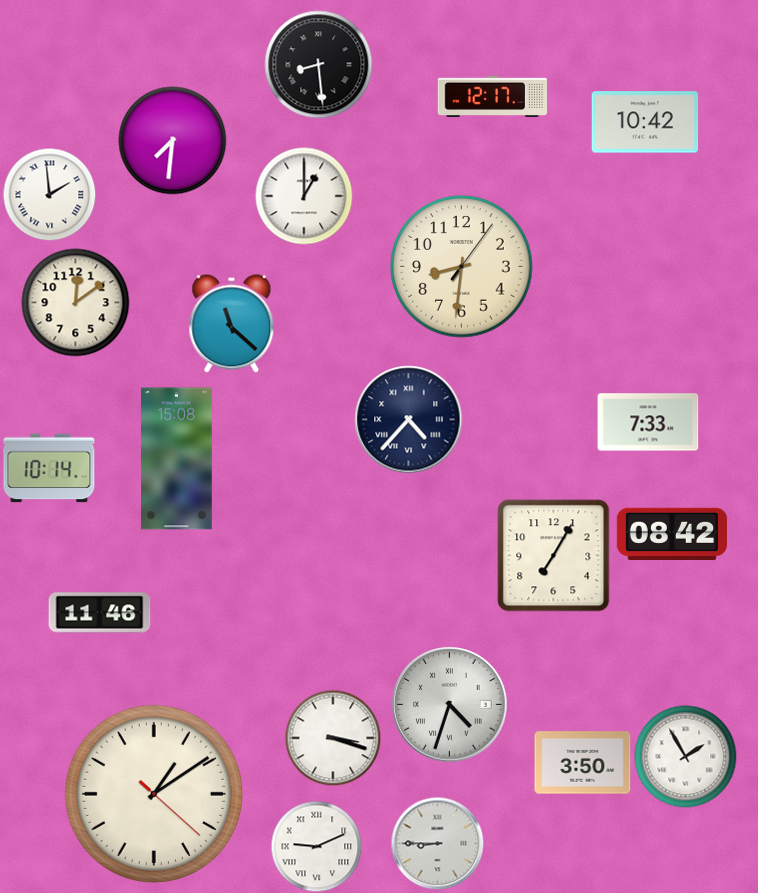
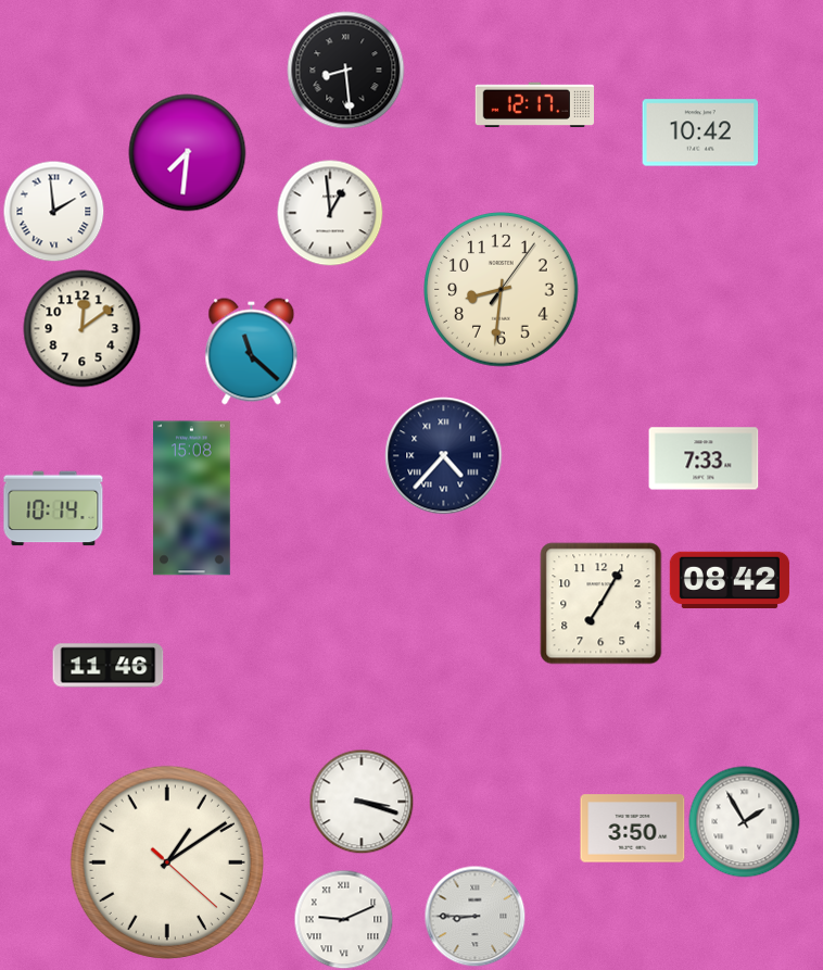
clock at (304, 196): 1:00 -> 12:59
clock at (450, 705): 4:33 -> none
